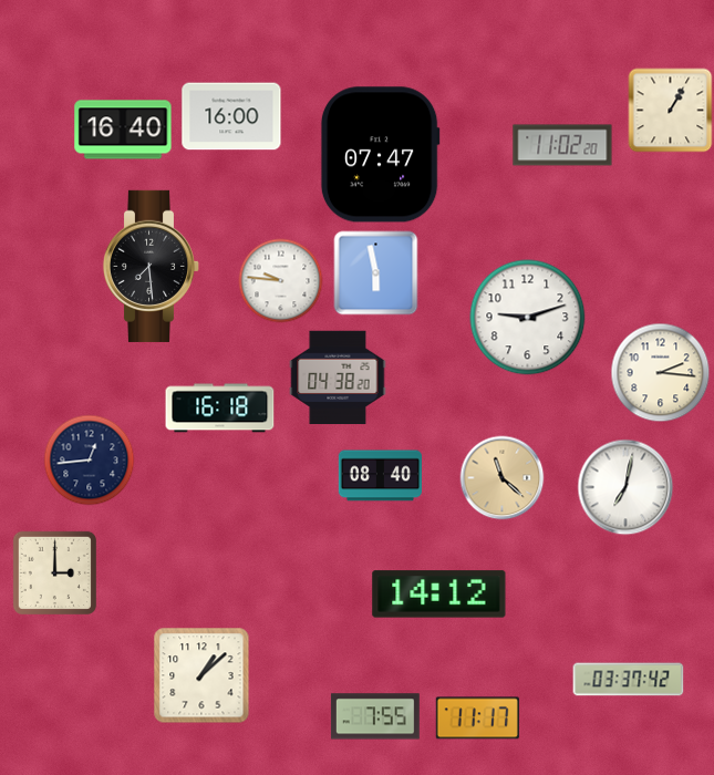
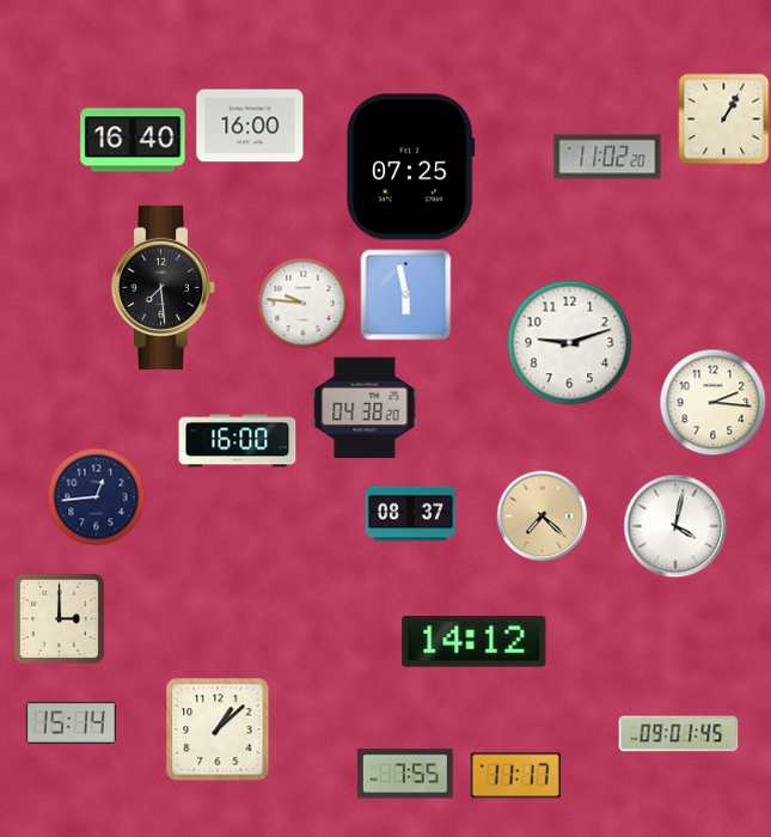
clock at (380, 155): 07:47 -> 07:25
clock at (220, 409): 16:18 -> 16:00
clock at (380, 476): 08:40 -> 08:37
clock at (503, 478): 11:22 -> 7:22
clock at (625, 487): 7:02 -> 4:02
clock at (71, 722): none -> 15:14
clock at (629, 680): 03:37 -> 09:01
